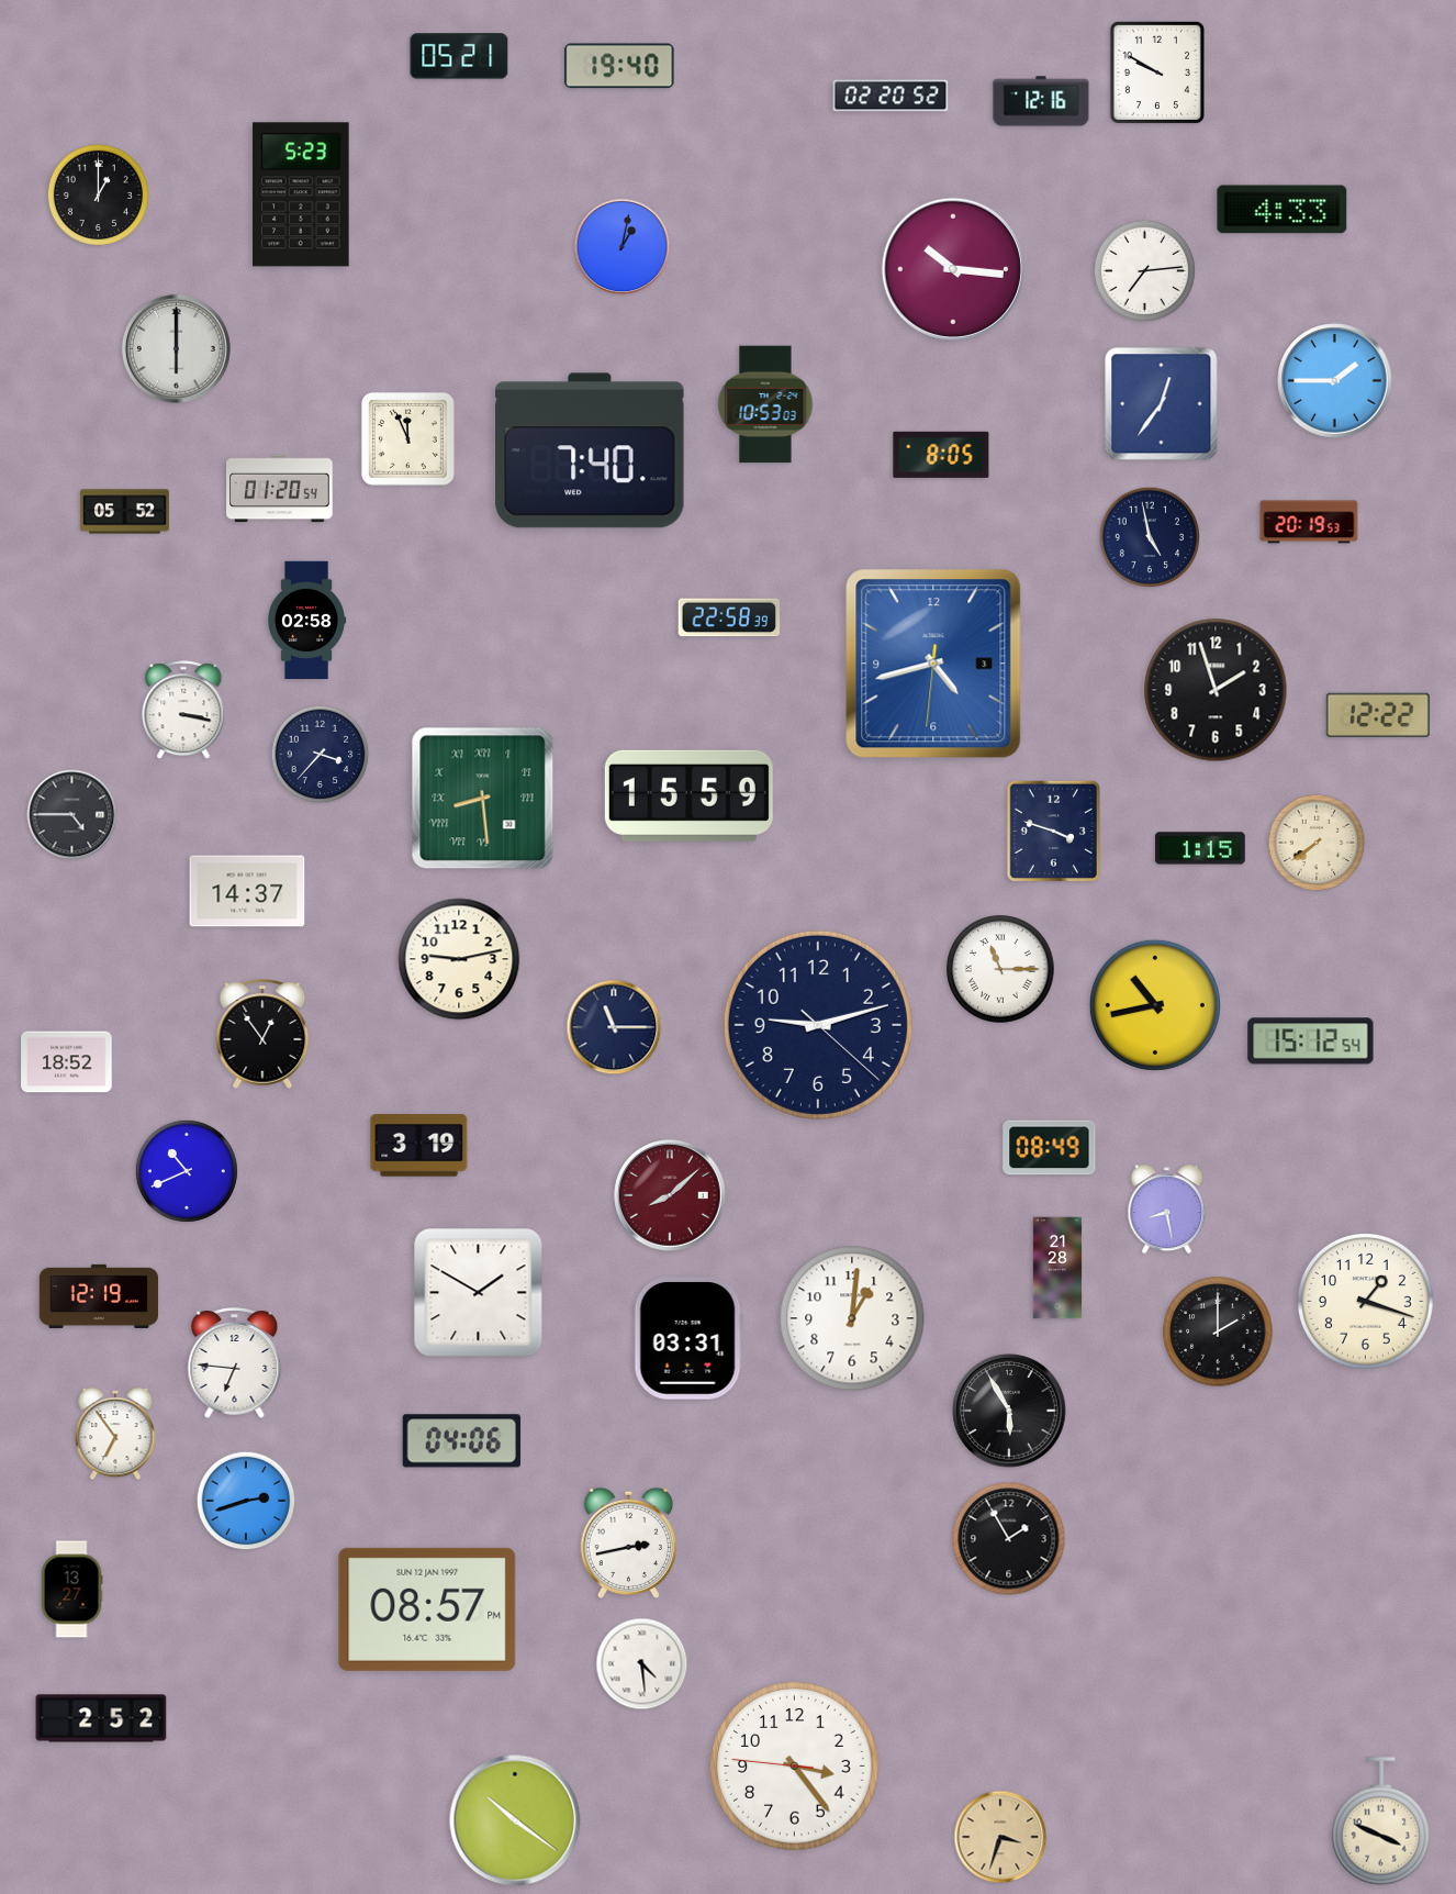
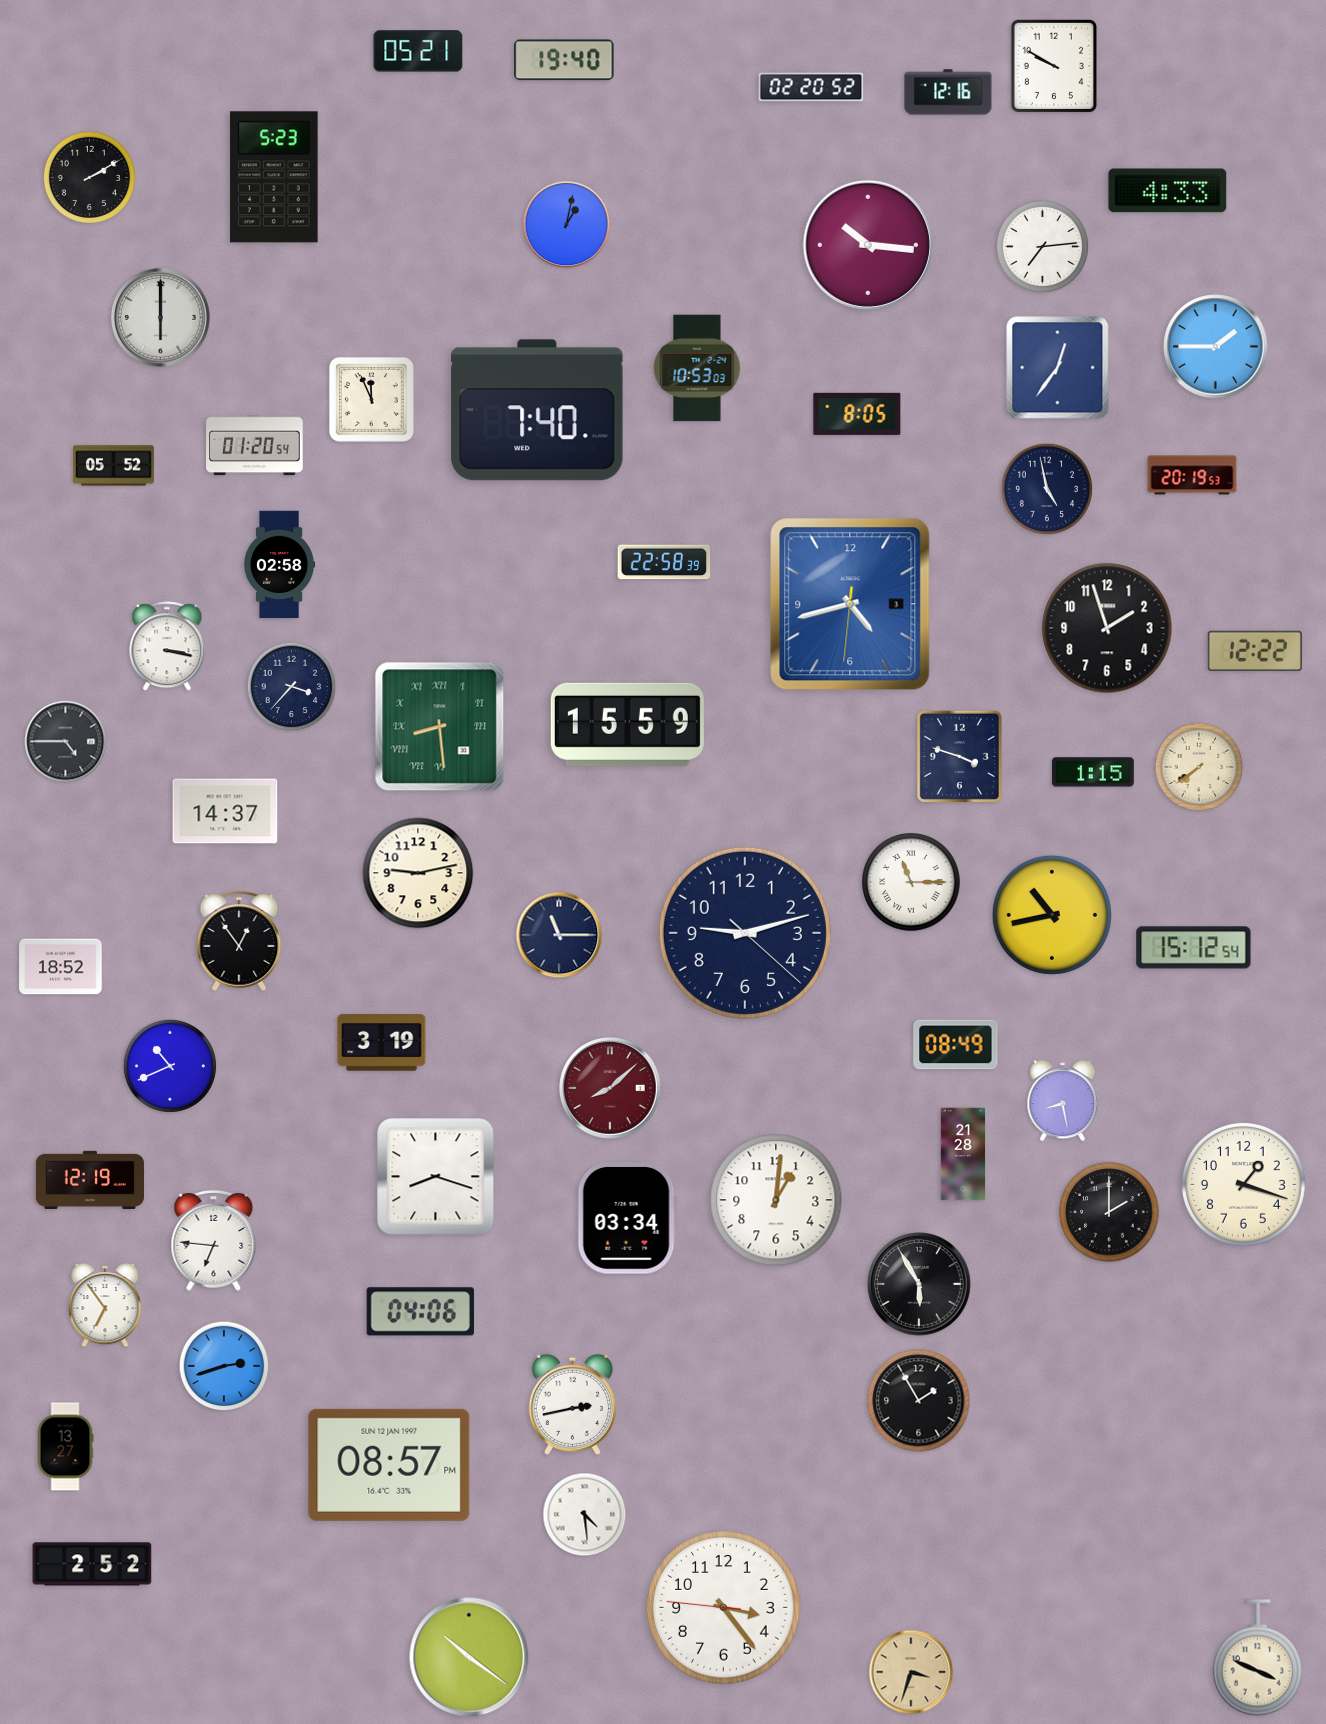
clock at (98, 194): 1:00 -> 2:10
clock at (479, 1293): 1:50 -> 8:18
clock at (688, 1339): 03:31 -> 03:34
